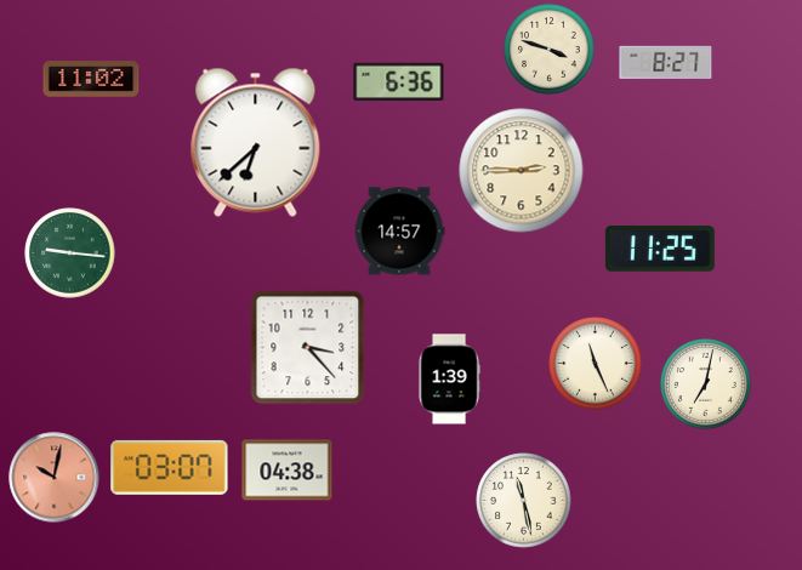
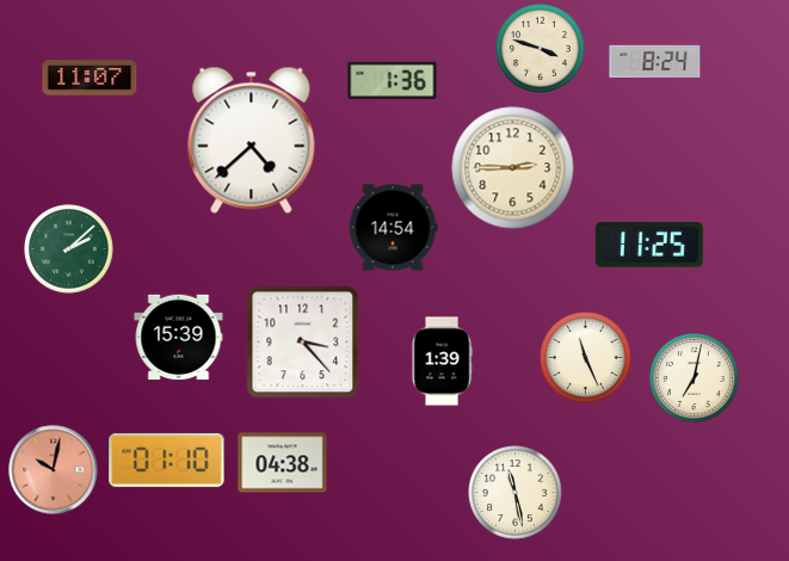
clock at (666, 62): 8:27 -> 8:24
clock at (91, 79): 11:02 -> 11:07
clock at (399, 81): 6:36 -> 1:36
clock at (256, 142): 6:38 -> 4:38
clock at (399, 232): 14:57 -> 14:54
clock at (70, 253): 9:16 -> 2:08
clock at (179, 338): none -> 15:39
clock at (449, 380) position: (449, 380) -> (442, 362)
clock at (170, 467): 03:07 -> 01:10
